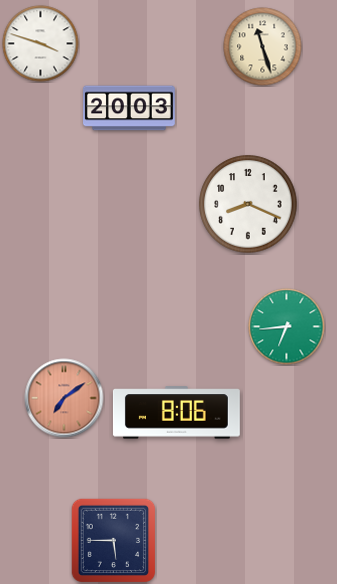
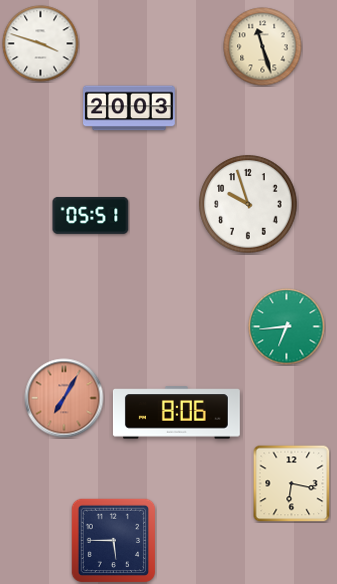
clock at (248, 204): 8:19 -> 9:57
clock at (91, 215): none -> 05:51
clock at (64, 398): 7:09 -> 7:05
clock at (291, 483): none -> 6:17
